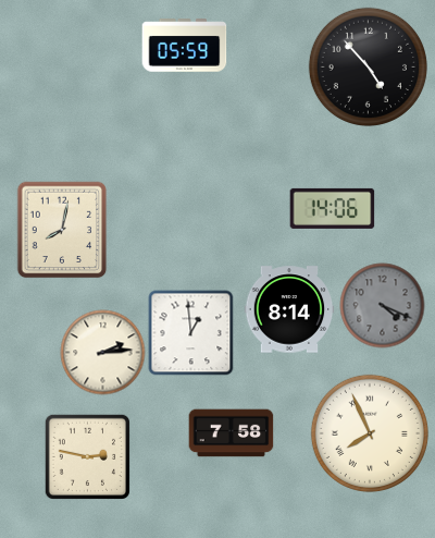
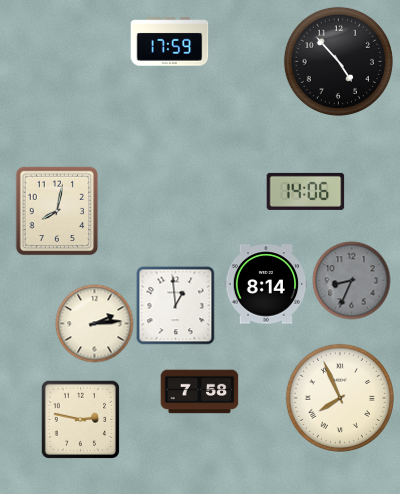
clock at (184, 46): 05:59 -> 17:59
clock at (382, 305): 4:19 -> 8:34
clock at (231, 433) position: (231, 433) -> (199, 392)
